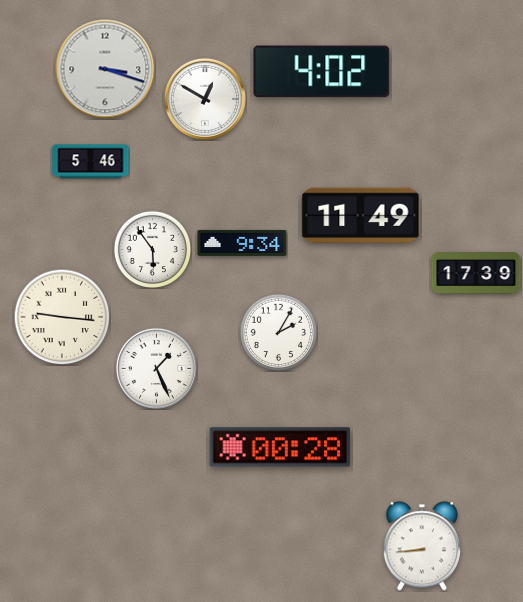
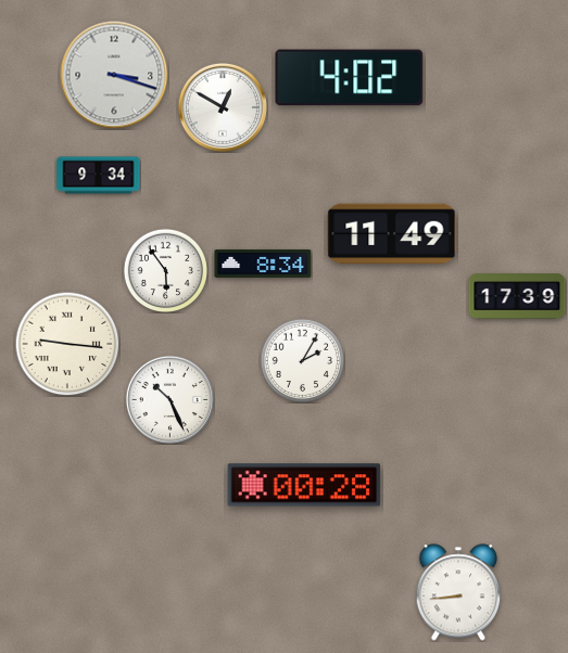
clock at (91, 162): 5:46 -> 9:34
clock at (242, 243): 9:34 -> 8:34
clock at (156, 368): 1:26 -> 10:26
